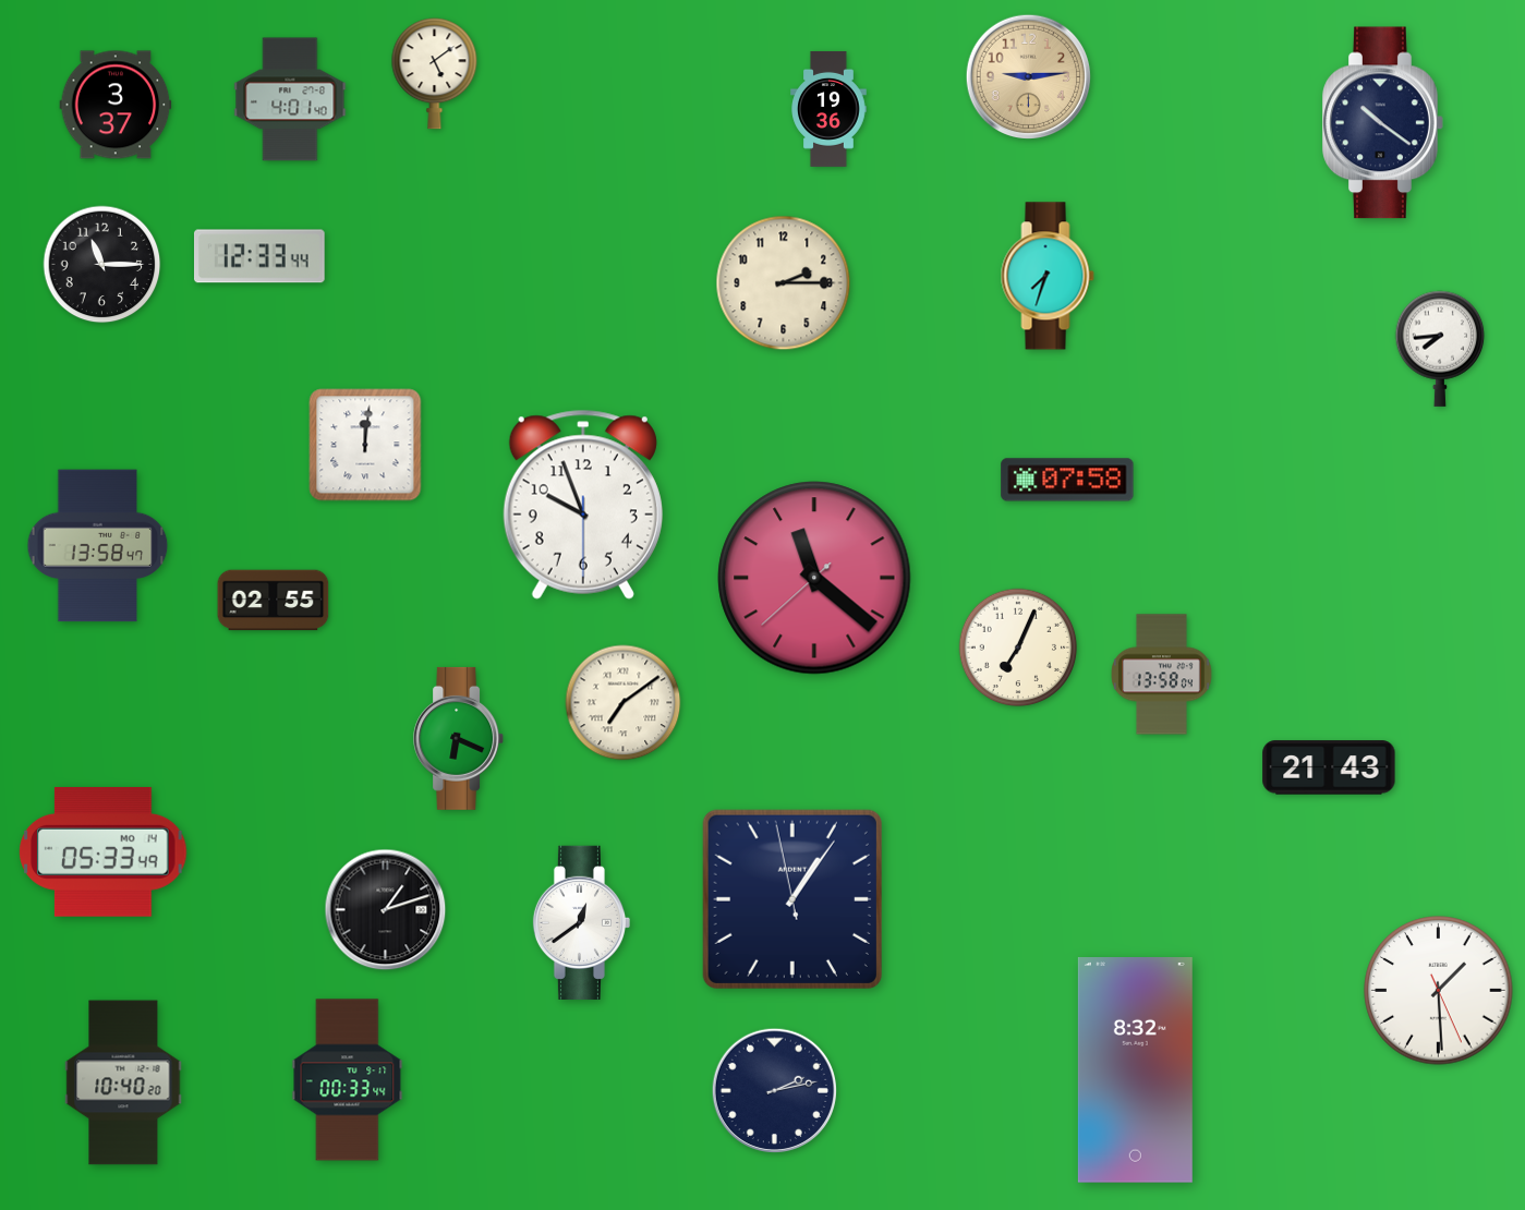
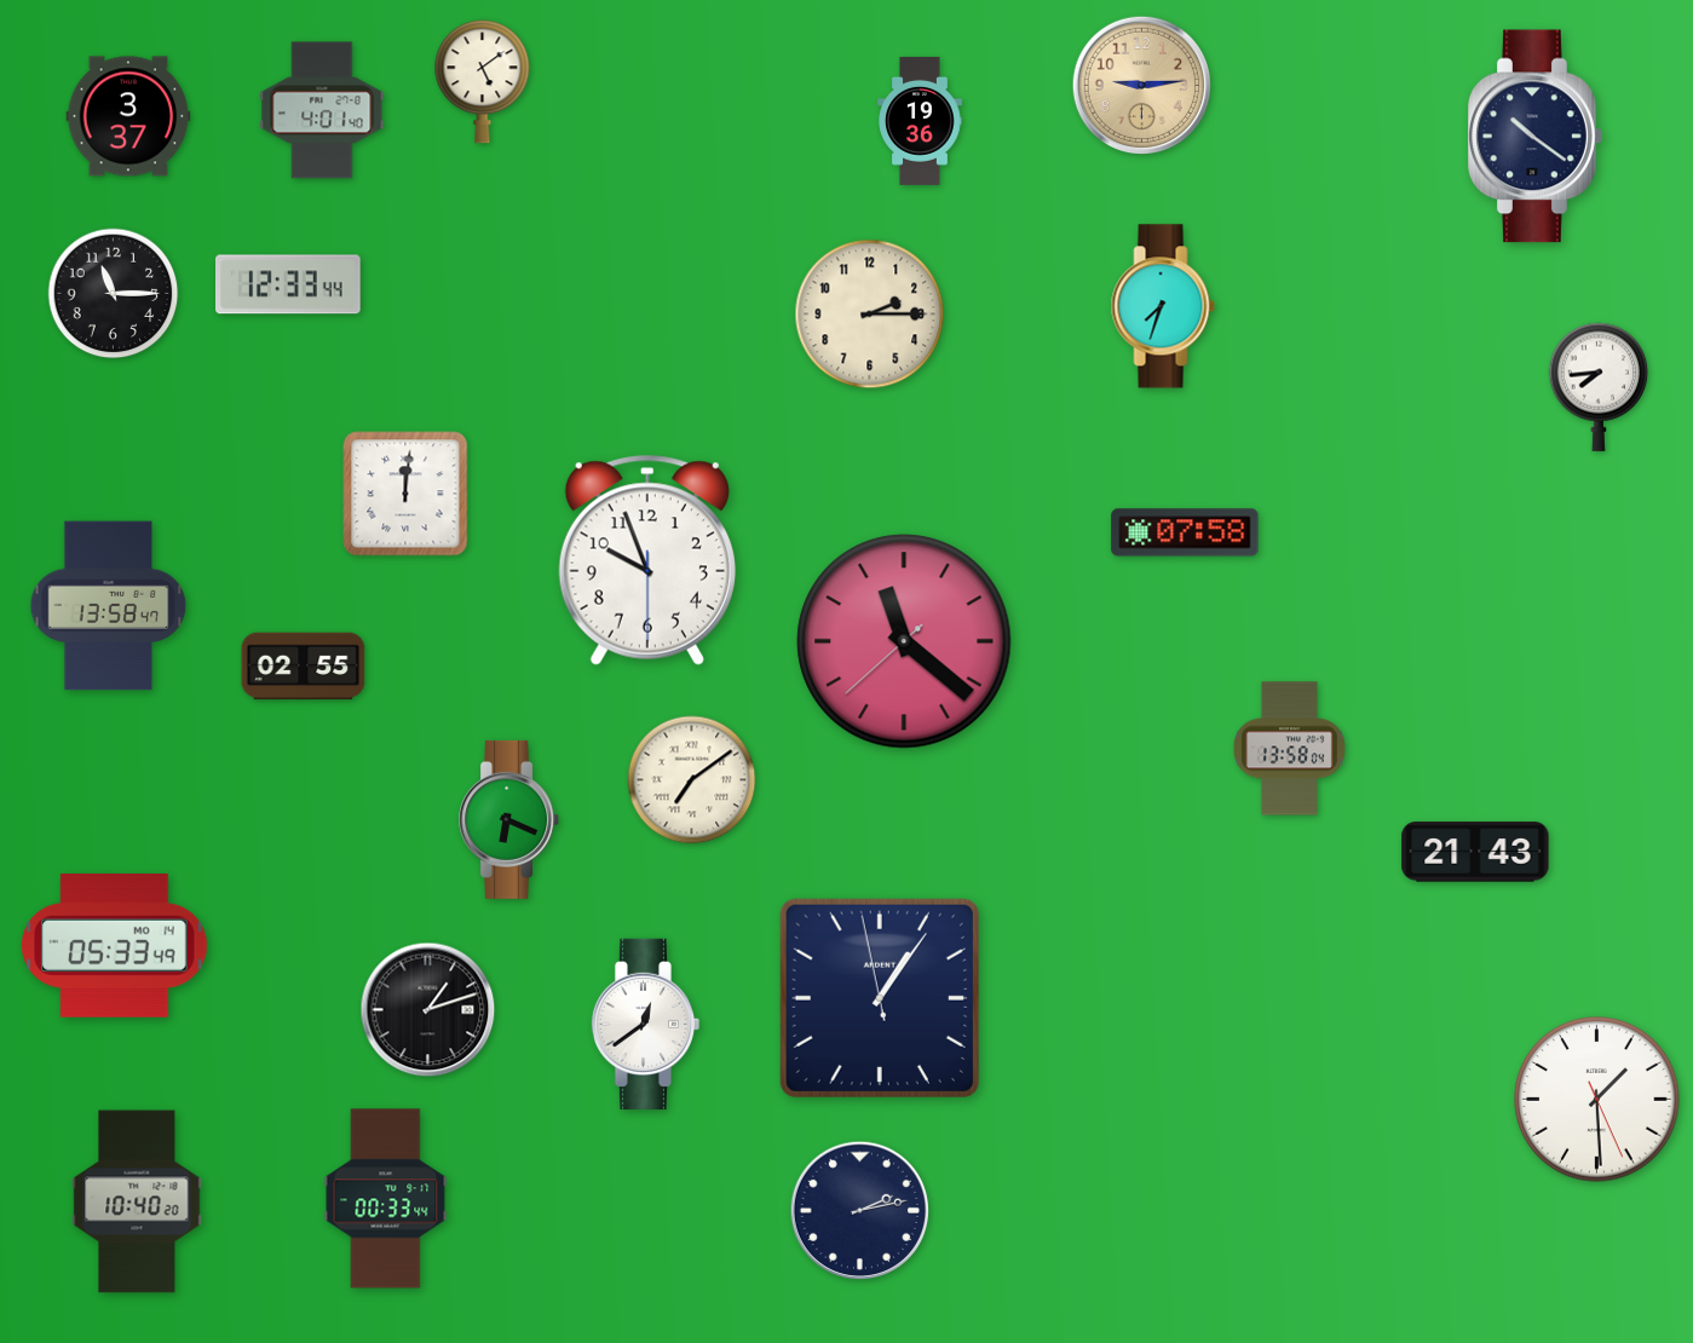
clock at (1018, 648): 7:04 -> none
clock at (1135, 1070): 8:32 -> none
